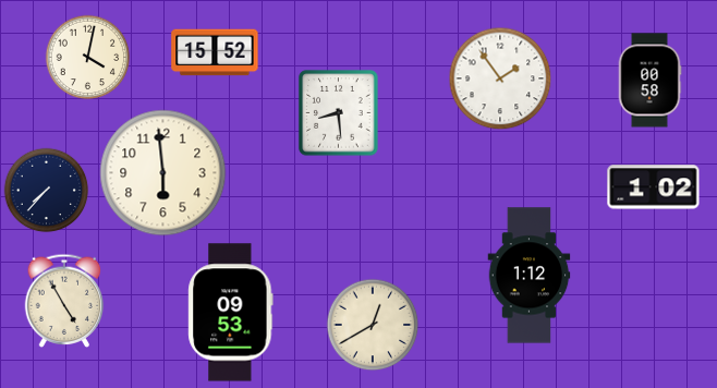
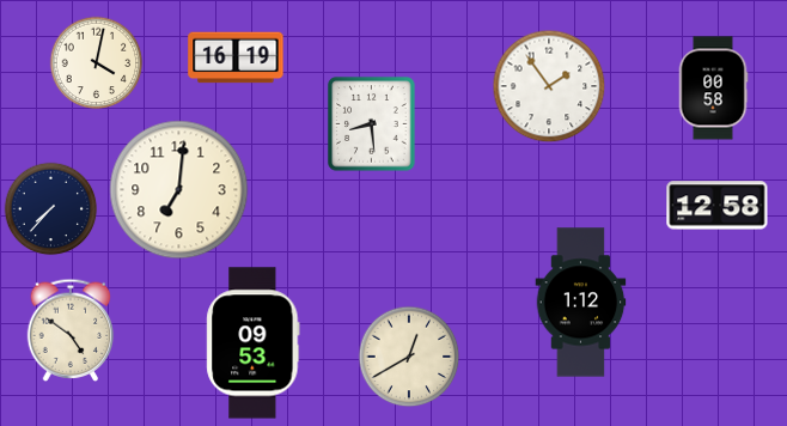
clock at (215, 52): 15:52 -> 16:19
clock at (163, 173): 5:59 -> 7:01
clock at (654, 187): 1:02 -> 12:58
clock at (64, 301): 4:55 -> 4:51
